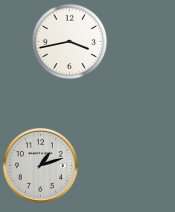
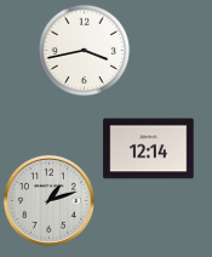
clock at (149, 149): none -> 12:14
